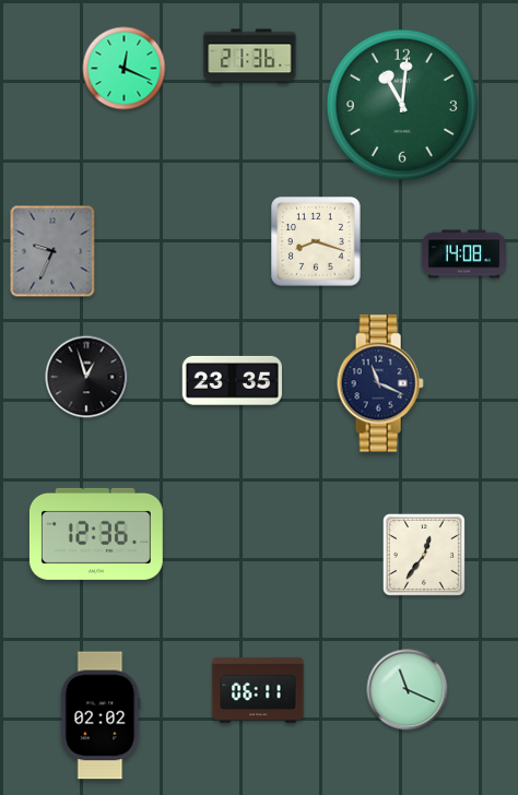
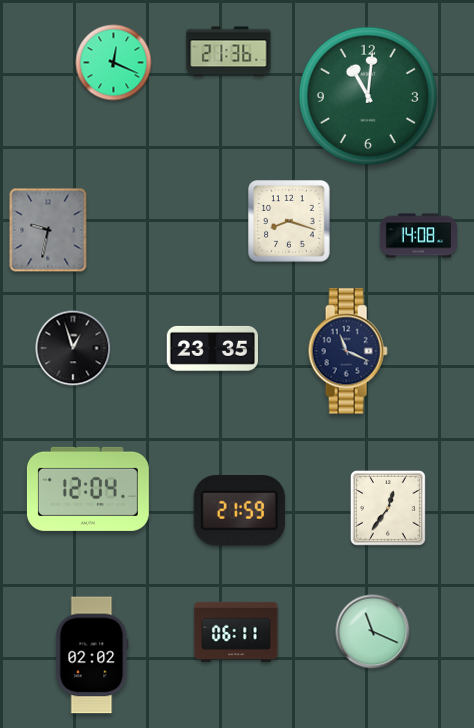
clock at (52, 251): 9:34 -> 9:32
clock at (463, 254) position: (463, 254) -> (418, 236)
clock at (86, 377) position: (86, 377) -> (73, 348)
clock at (96, 534): 12:36 -> 12:04
clock at (239, 511): none -> 21:59
